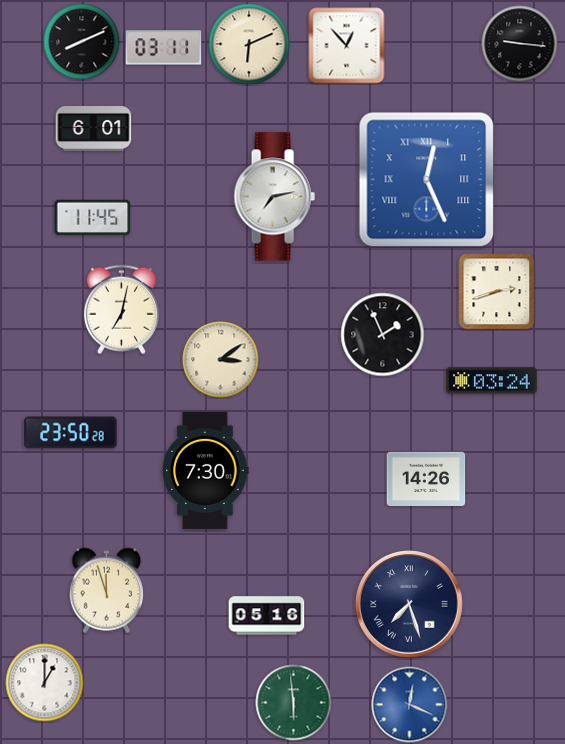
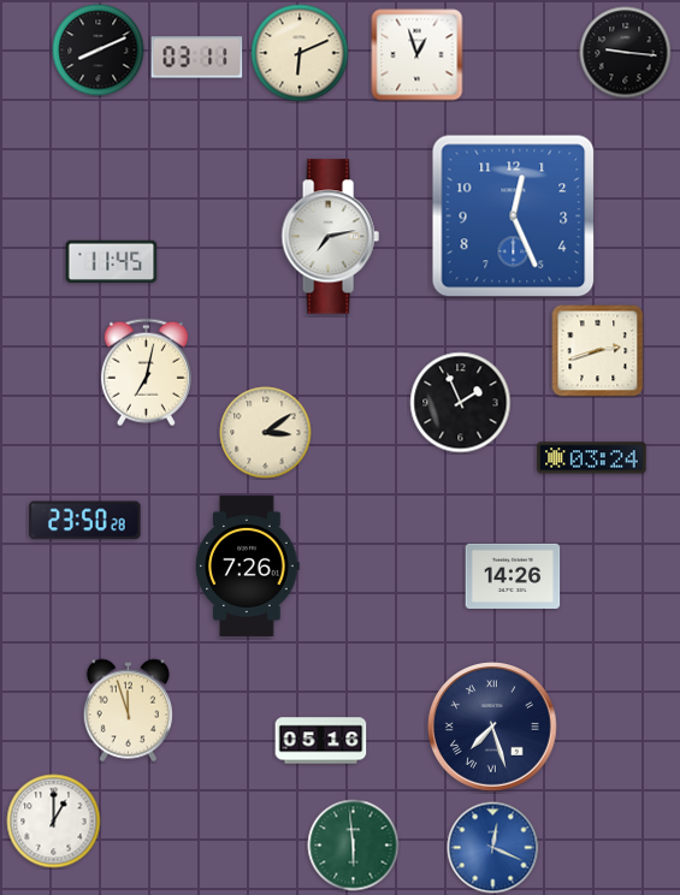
clock at (347, 46): 12:53 -> 12:57
clock at (94, 129): 6:01 -> none
clock at (427, 180) numerals: Roman -> Arabic
clock at (206, 470): 7:30 -> 7:26
